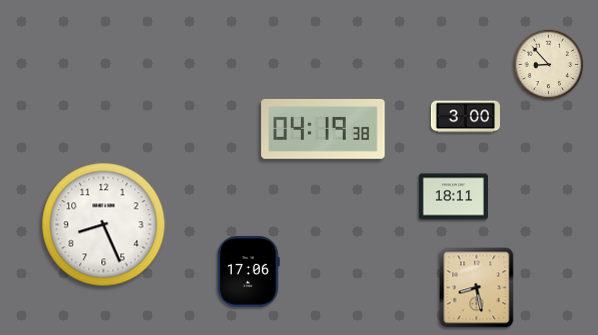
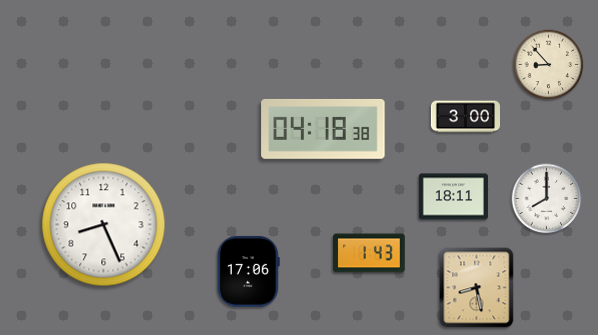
clock at (323, 129): 04:19 -> 04:18
clock at (547, 199): none -> 8:00
clock at (369, 253): none -> 1:43
